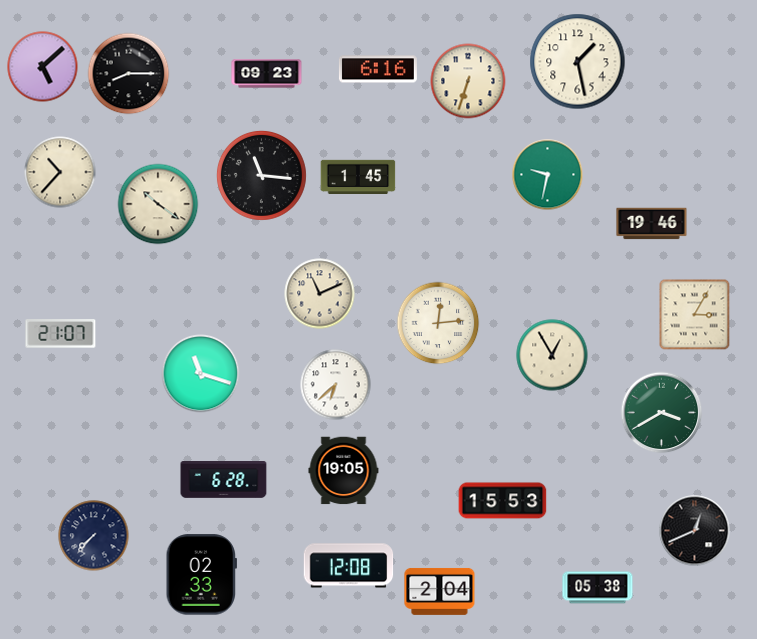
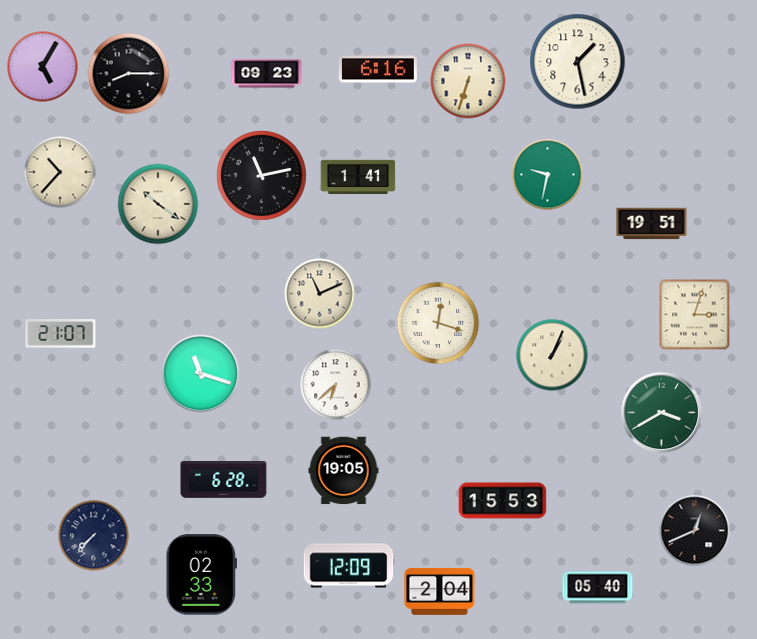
clock at (43, 67): 5:08 -> 5:05
clock at (261, 175): 11:16 -> 11:13
clock at (358, 176): 1:45 -> 1:41
clock at (652, 224): 19:46 -> 19:51
clock at (695, 315): 3:05 -> 3:03
clock at (438, 323): 12:14 -> 12:18
clock at (552, 355): 12:55 -> 1:04
clock at (349, 566): 12:08 -> 12:09
clock at (598, 588): 05:38 -> 05:40
